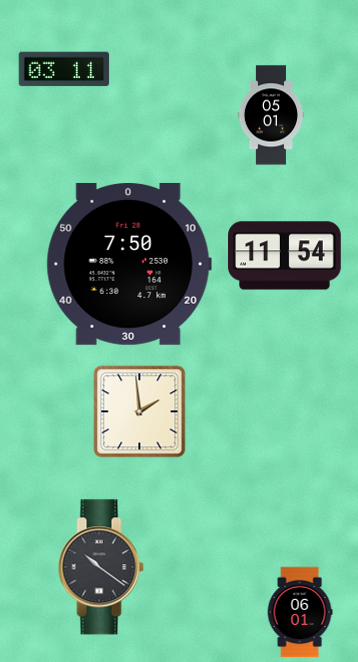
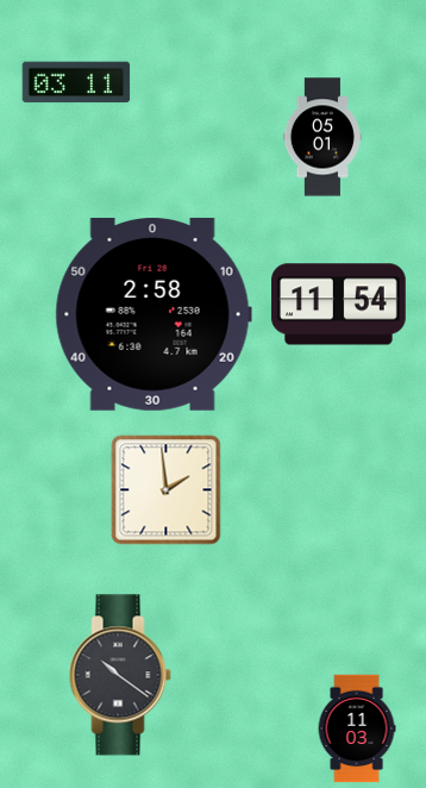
clock at (129, 264): 7:50 -> 2:58
clock at (300, 612): 06:01 -> 11:03
